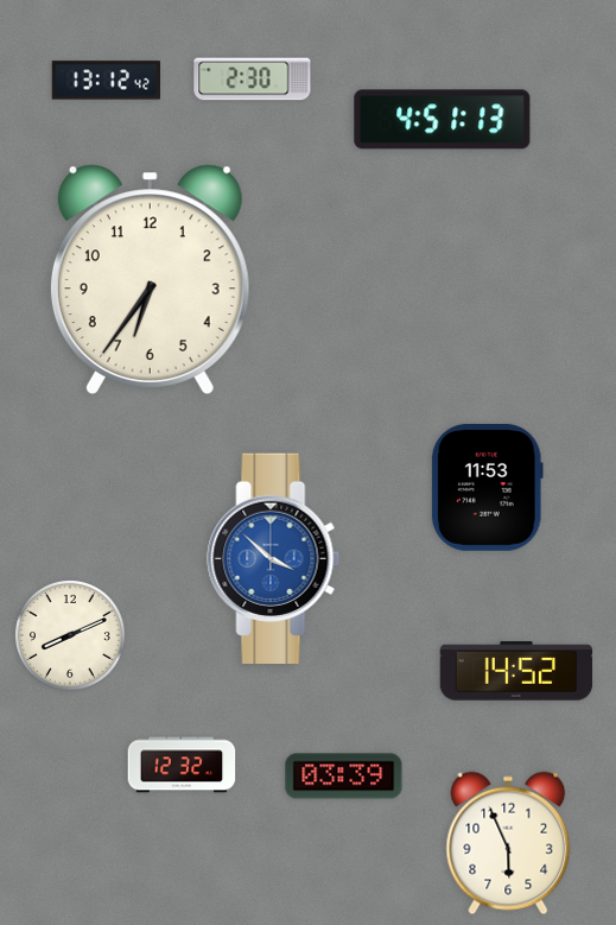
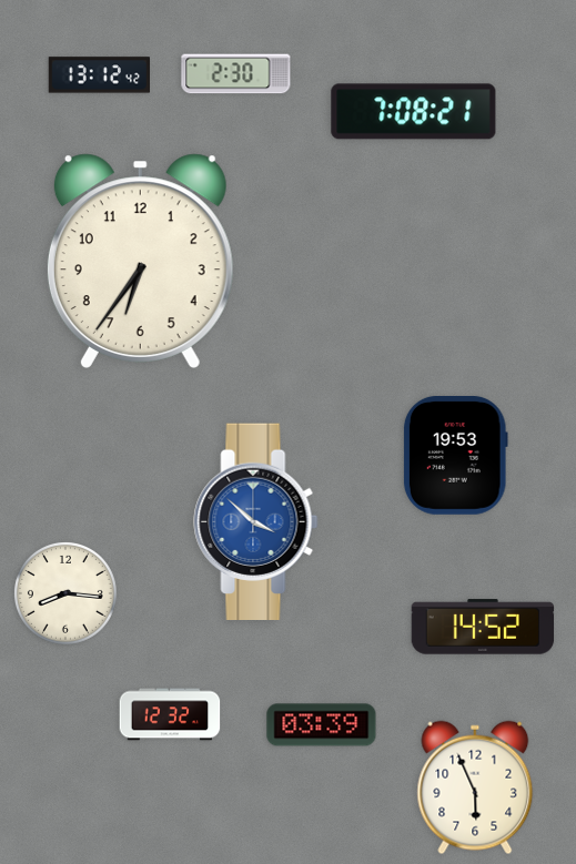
clock at (443, 120): 4:51 -> 7:08
clock at (487, 488): 11:53 -> 19:53
clock at (70, 635): 8:11 -> 8:16
